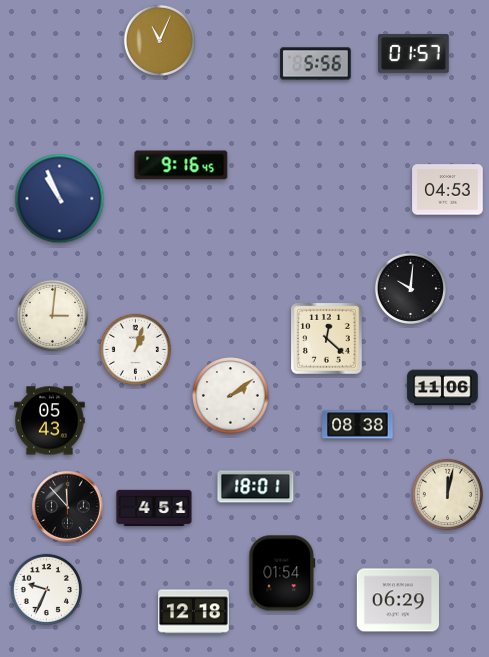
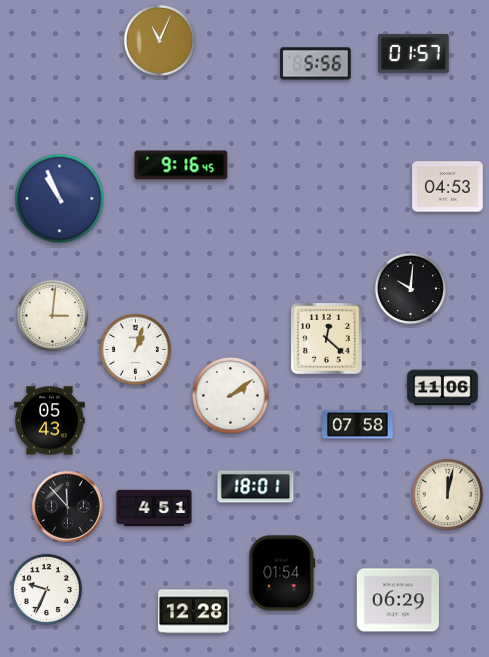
clock at (448, 190) position: (448, 190) -> (448, 187)
clock at (358, 425): 08:38 -> 07:58
clock at (194, 612): 12:18 -> 12:28
